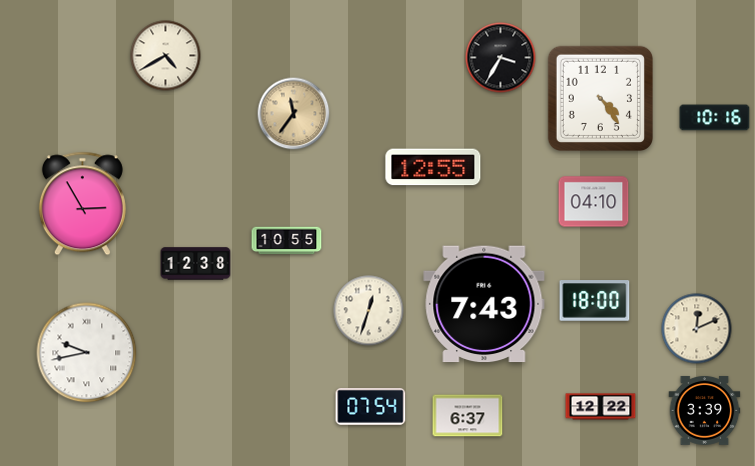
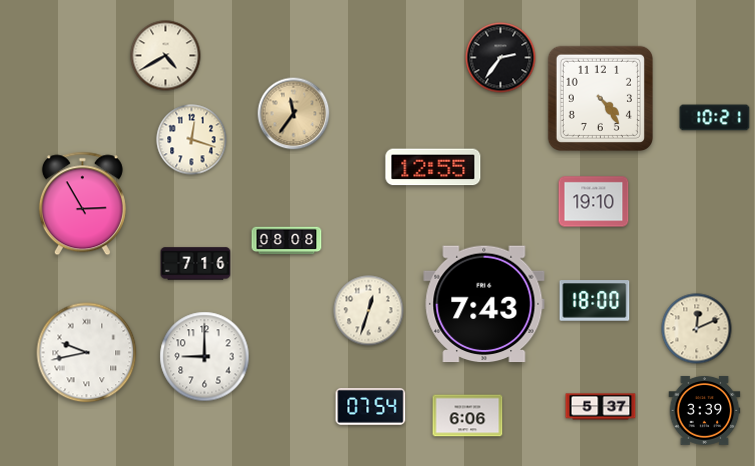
clock at (501, 58): 3:35 -> 2:36
clock at (715, 118): 10:16 -> 10:21
clock at (192, 140): none -> 12:18
clock at (594, 202): 04:10 -> 19:10
clock at (287, 241): 10:55 -> 08:08
clock at (196, 264): 12:38 -> 7:16
clock at (205, 357): none -> 9:00
clock at (601, 407): 12:22 -> 5:37
clock at (468, 416): 6:37 -> 6:06
